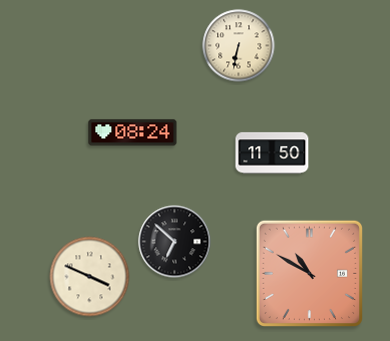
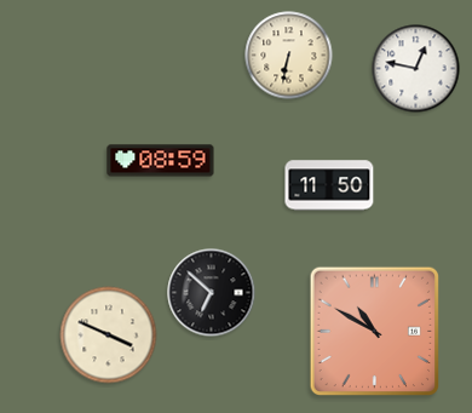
clock at (416, 69): none -> 12:47
clock at (133, 133): 08:24 -> 08:59
